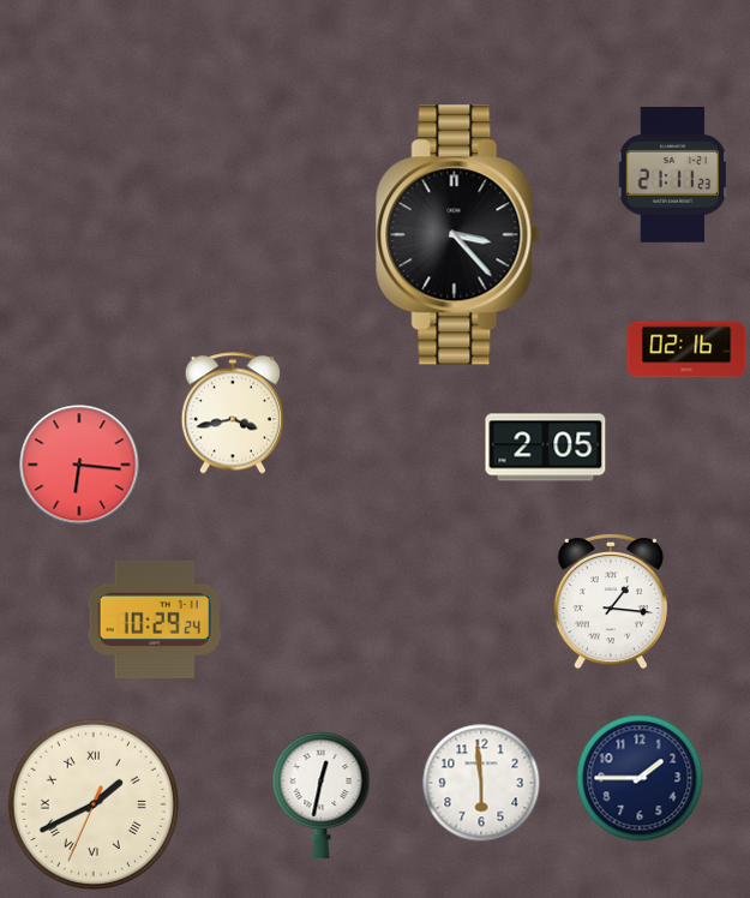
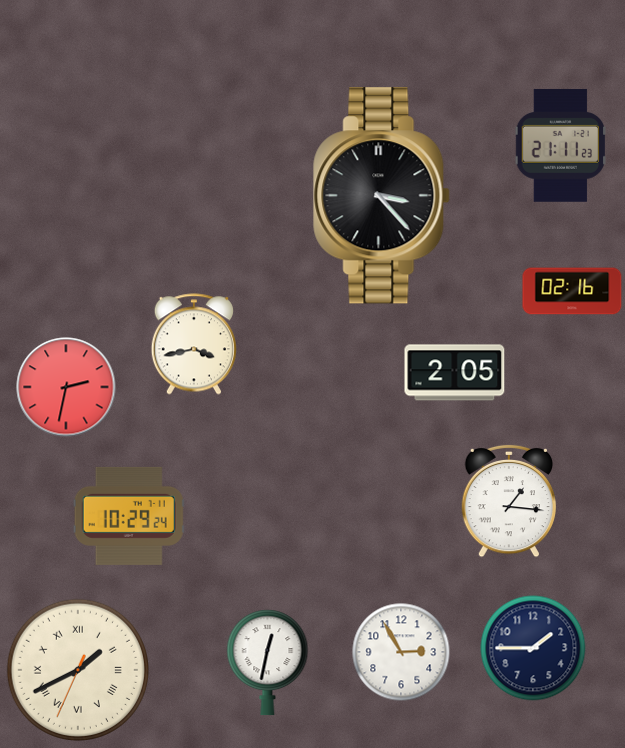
clock at (79, 465): 6:16 -> 2:32
clock at (481, 783): 5:59 -> 2:55
